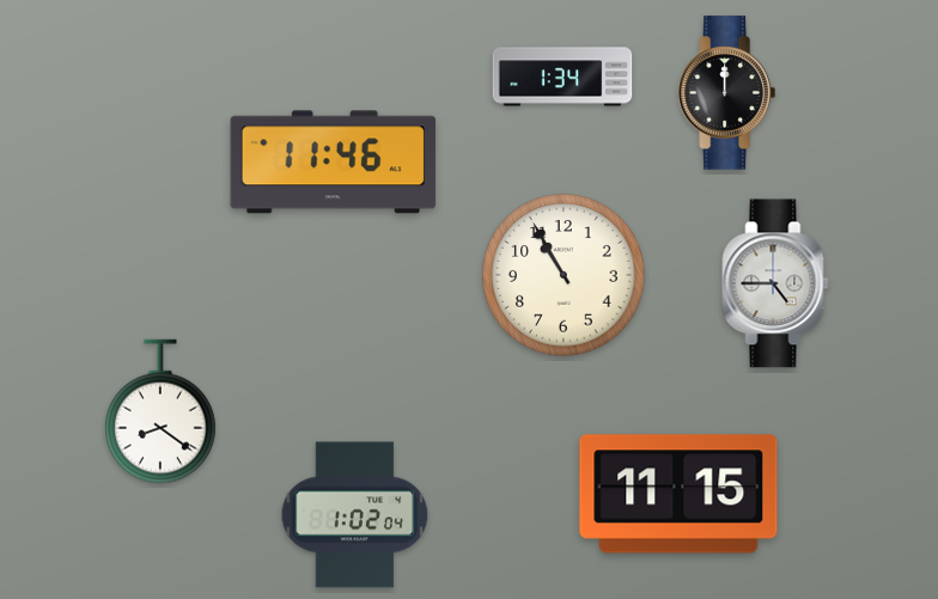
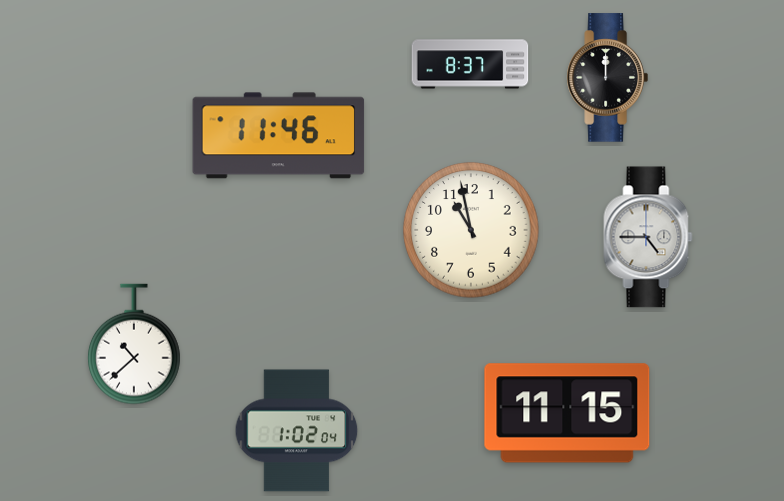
clock at (562, 77): 1:34 -> 8:37
clock at (564, 275): 10:55 -> 10:58
clock at (162, 411): 8:21 -> 10:38
